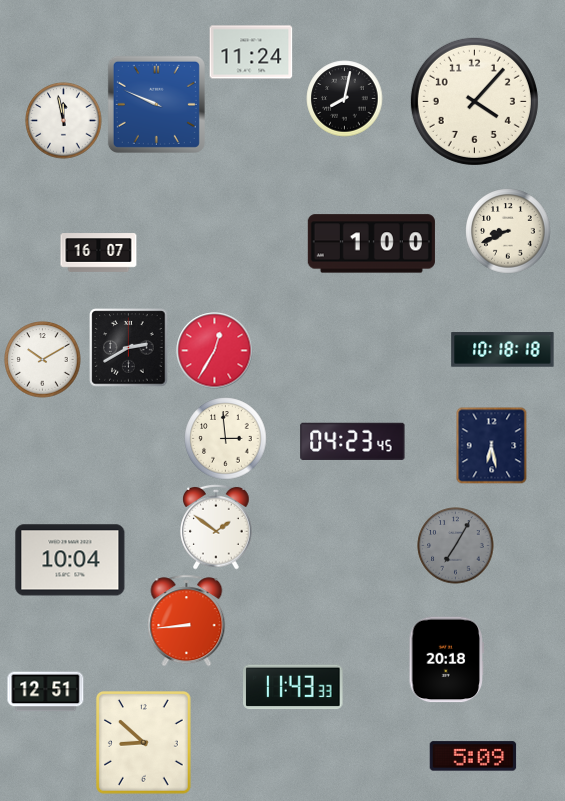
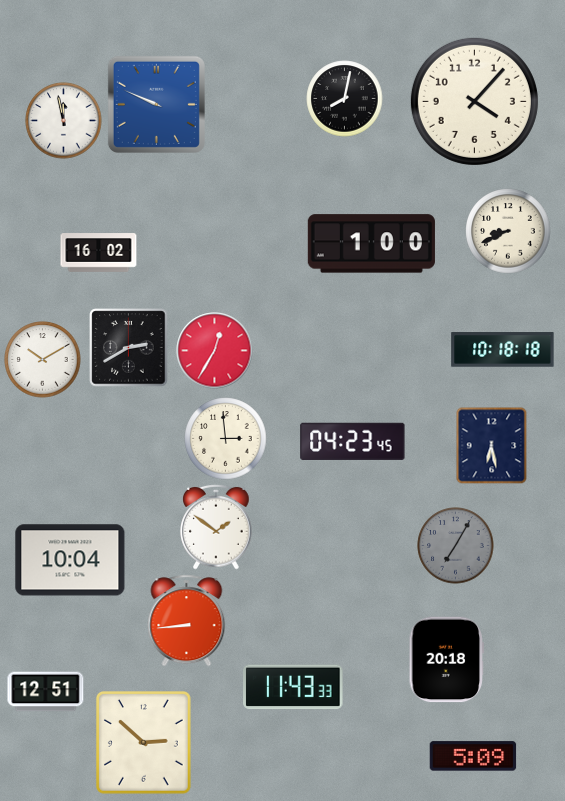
clock at (251, 52): 11:24 -> none
clock at (99, 253): 16:07 -> 16:02
clock at (143, 743): 8:52 -> 2:52
